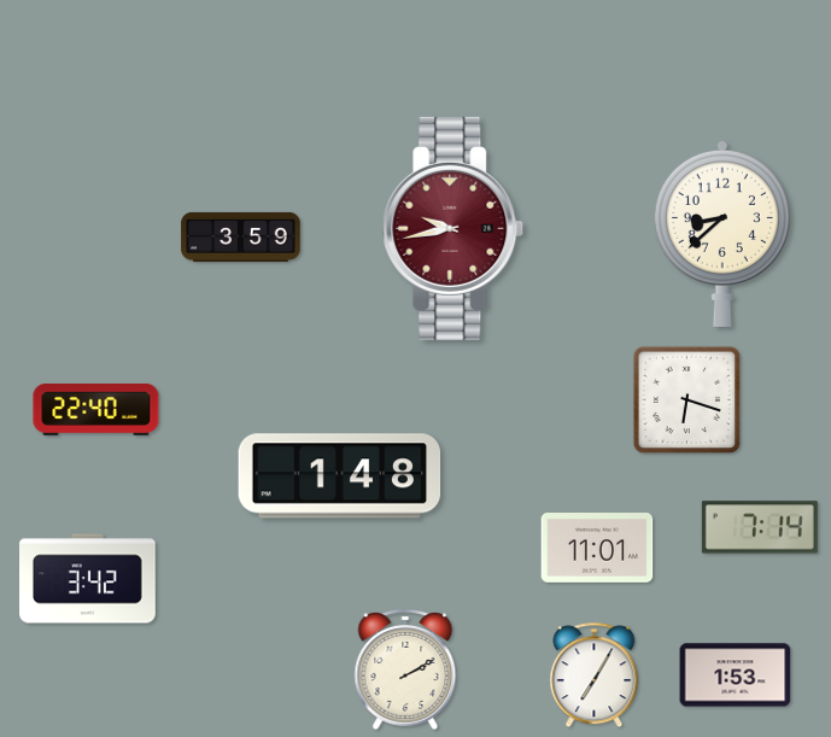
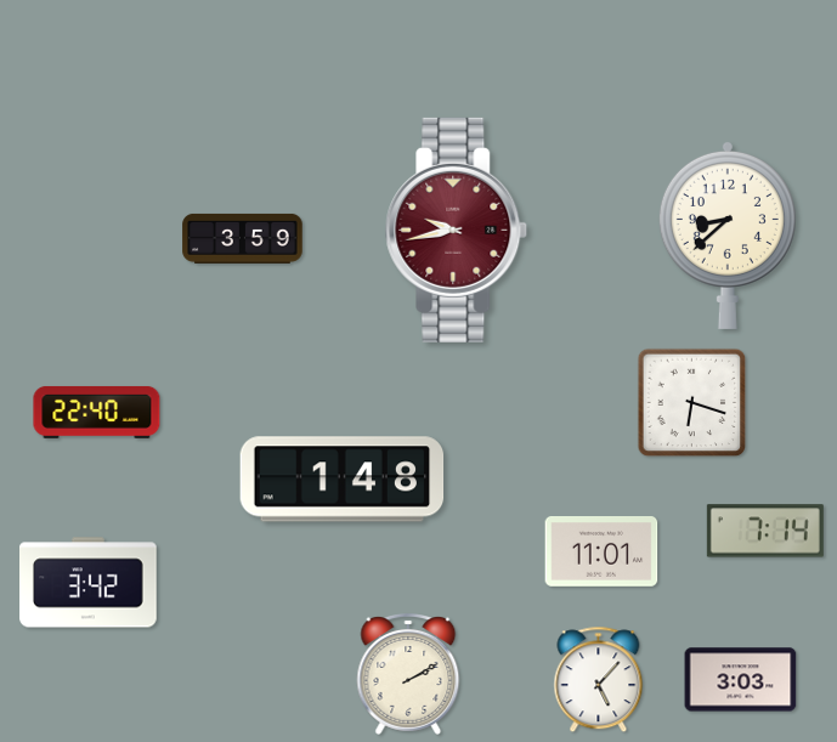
clock at (595, 675): 7:05 -> 5:07
clock at (736, 675): 1:53 -> 3:03
